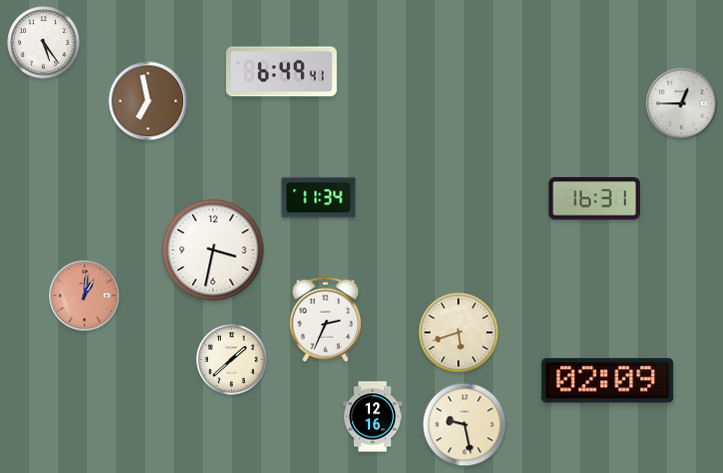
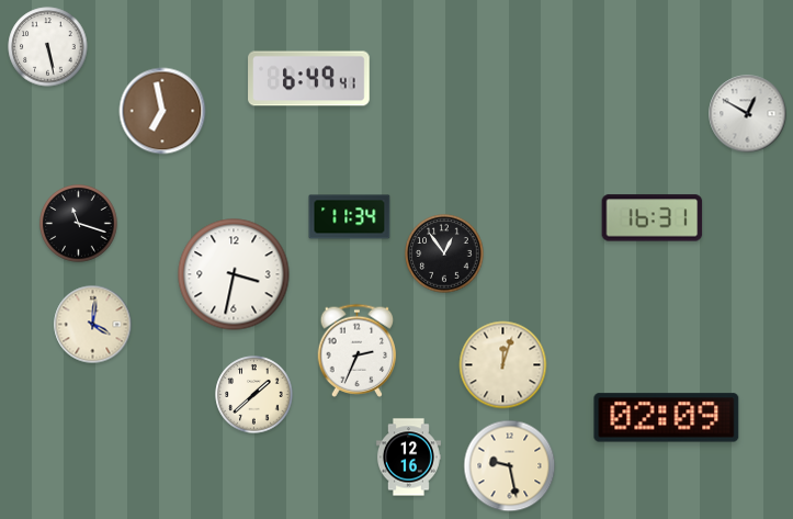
clock at (44, 43): 5:24 -> 5:28
clock at (682, 104): 12:45 -> 12:50
clock at (79, 224): none -> 11:18
clock at (444, 253): none -> 12:54
clock at (85, 296): 1:01 -> 4:01
clock at (85, 296) dial: salmon -> cream
clock at (459, 333): 5:42 -> 12:03
